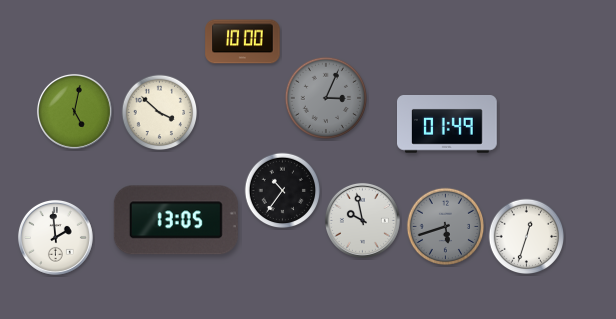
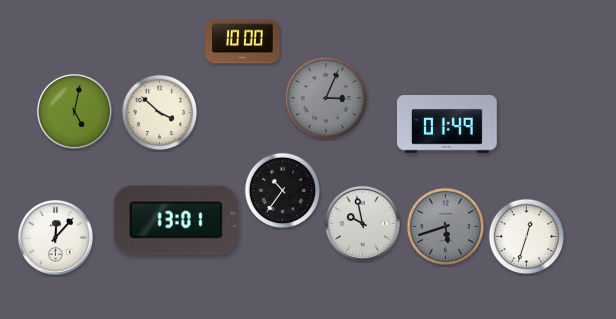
clock at (176, 220): 13:05 -> 13:01
clock at (362, 220) position: (362, 220) -> (362, 223)
clock at (55, 237): 1:59 -> 12:07
